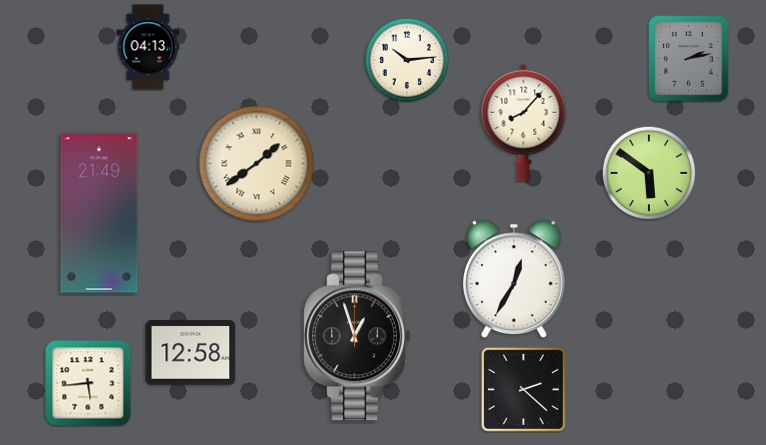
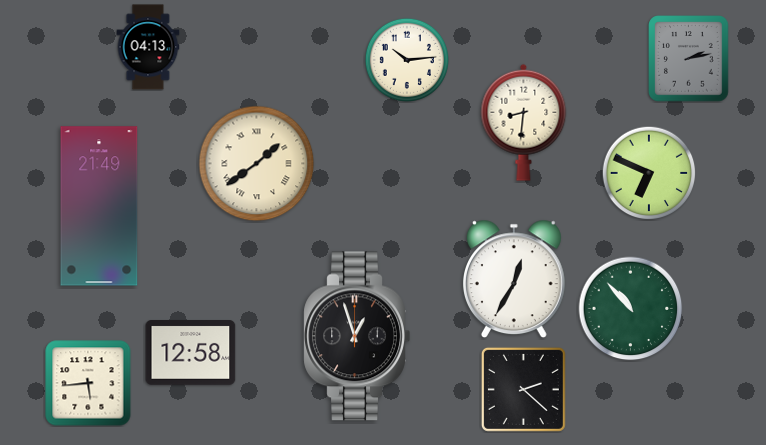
clock at (524, 122): 8:07 -> 8:31
clock at (649, 173): 5:51 -> 6:49
clock at (99, 213) position: (99, 213) -> (99, 206)
clock at (631, 309): none -> 10:53
